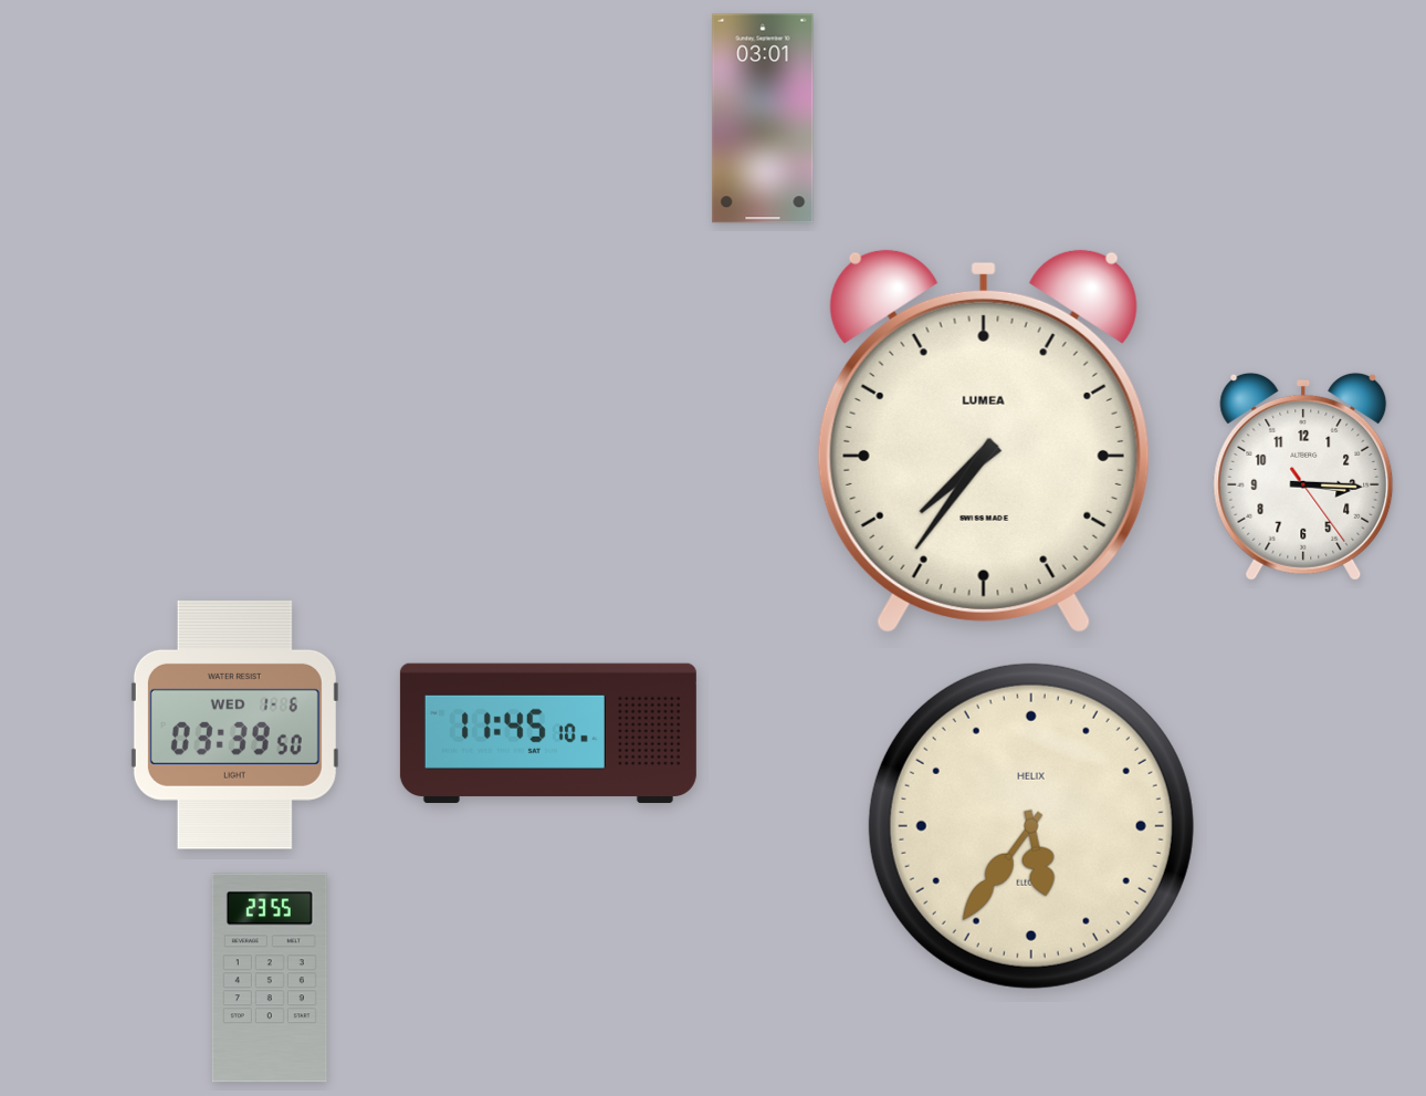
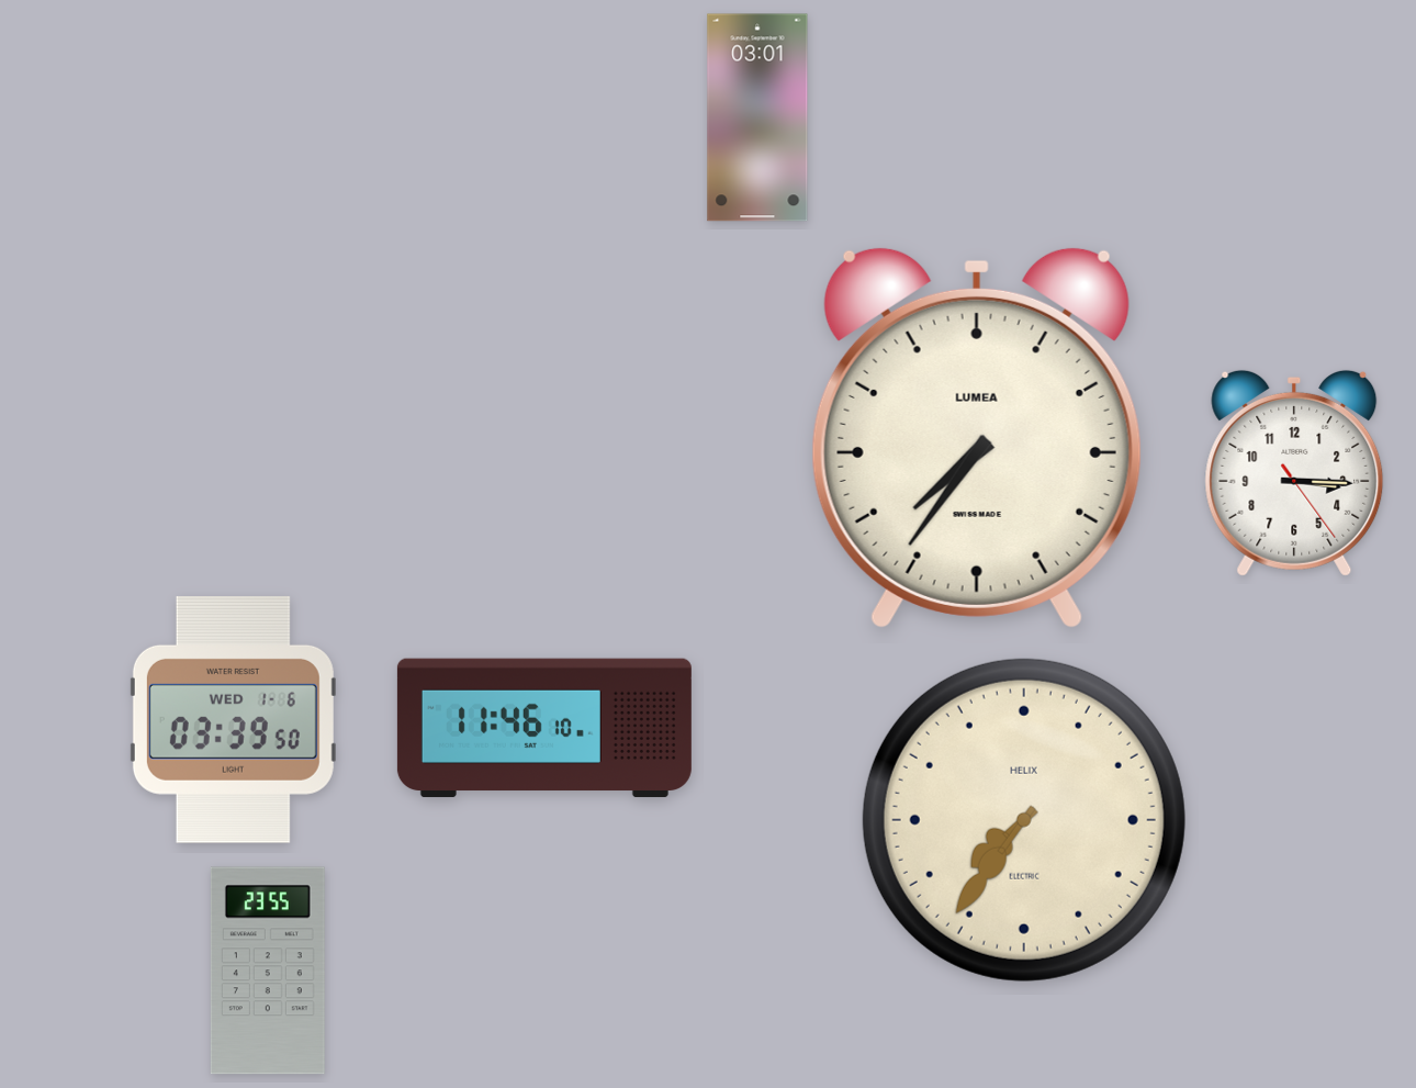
clock at (548, 733): 11:45 -> 11:46
clock at (1031, 826): 5:36 -> 7:36
